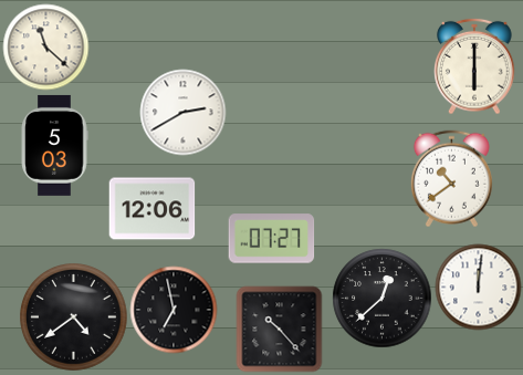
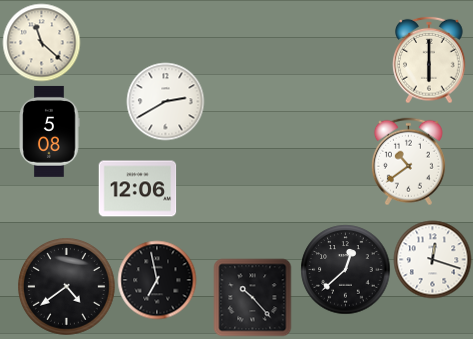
clock at (54, 145): 5:03 -> 5:08
clock at (271, 239): 07:27 -> none
clock at (478, 287): 12:01 -> 12:18
